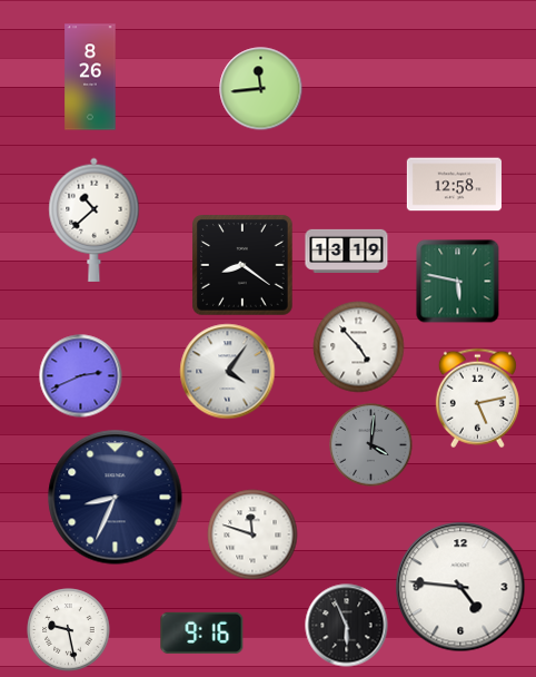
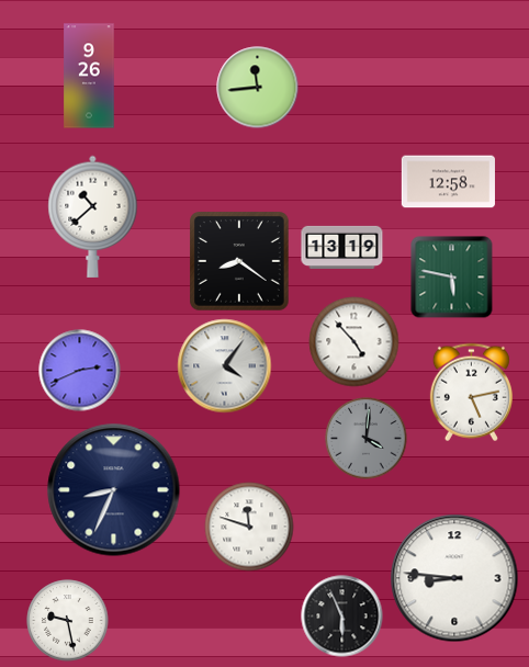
clock at (90, 77): 8:26 -> 9:26
clock at (460, 587): 4:46 -> 8:46
clock at (202, 632): 9:16 -> none
